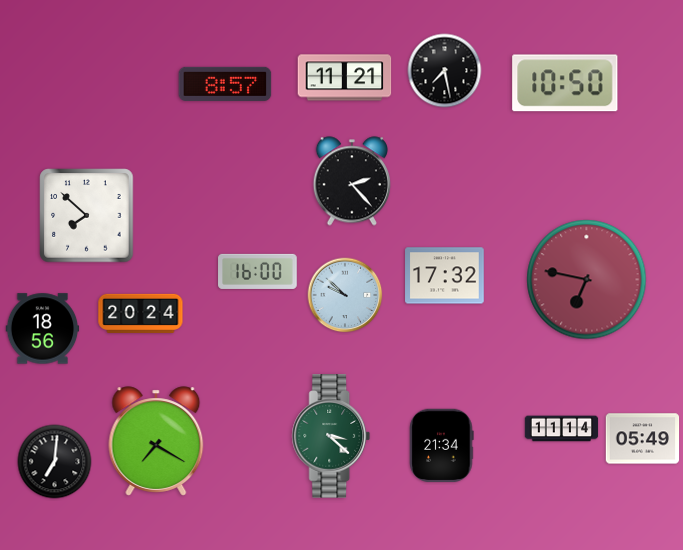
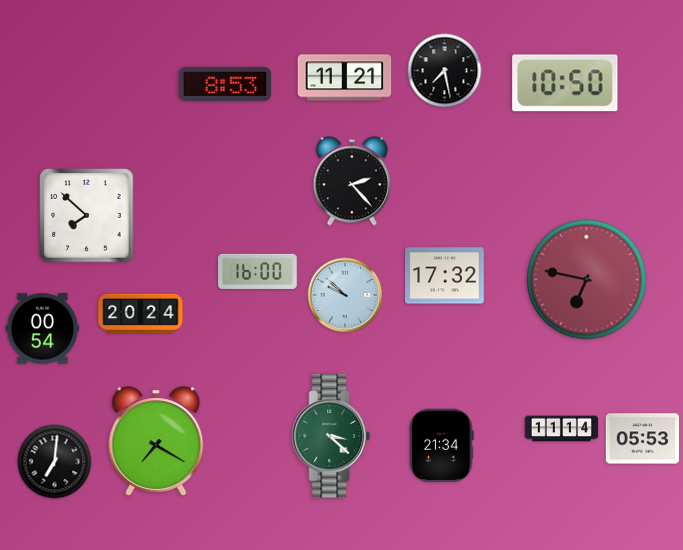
clock at (225, 84): 8:57 -> 8:53
clock at (43, 329): 18:56 -> 00:54
clock at (643, 439): 05:49 -> 05:53
